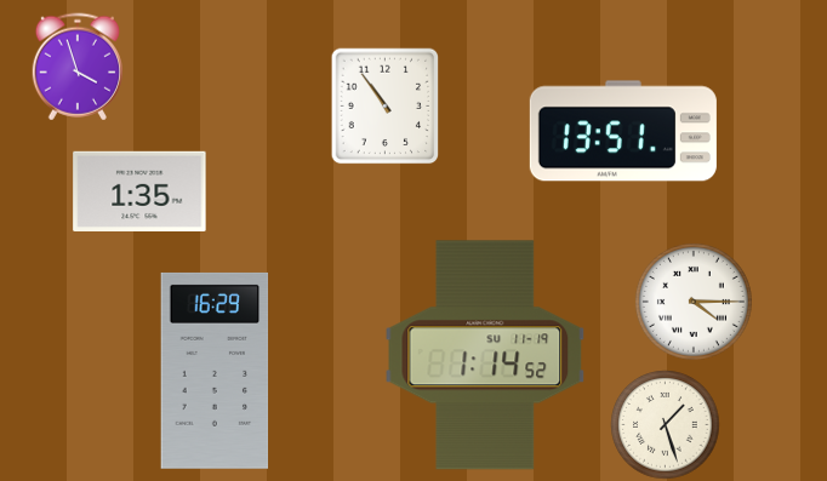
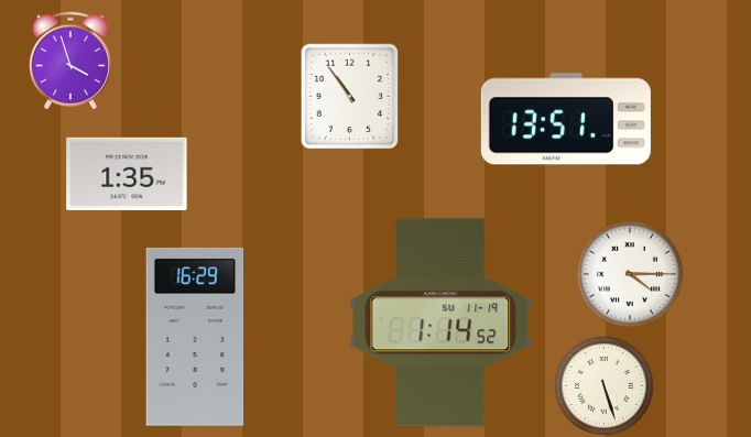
clock at (665, 424): 1:27 -> 5:27
